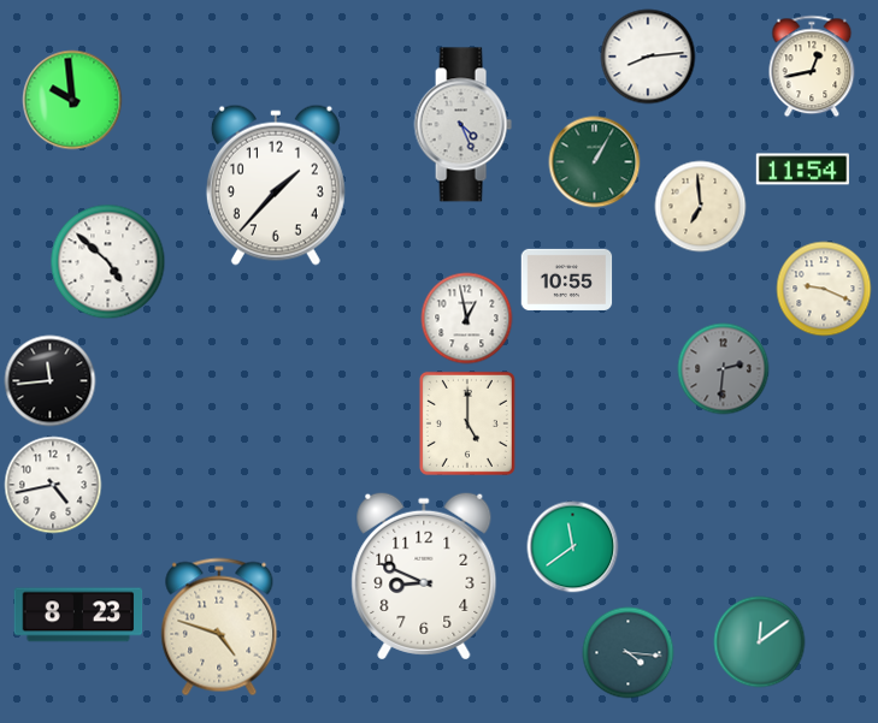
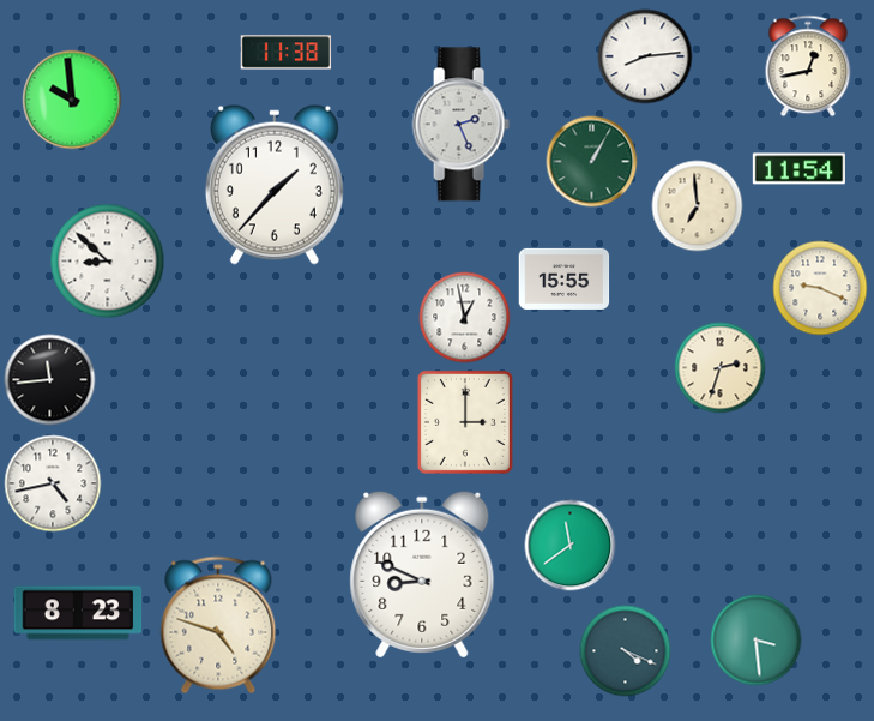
clock at (287, 53): none -> 11:38
clock at (462, 125): 4:26 -> 2:26
clock at (108, 262): 4:52 -> 8:52
clock at (567, 279): 10:55 -> 15:55
clock at (724, 369): 2:31 -> 2:33
clock at (724, 369) dial: grey -> cream
clock at (467, 423): 5:00 -> 3:00
clock at (760, 642): 12:09 -> 3:29
clock at (629, 653): 4:16 -> 4:19
